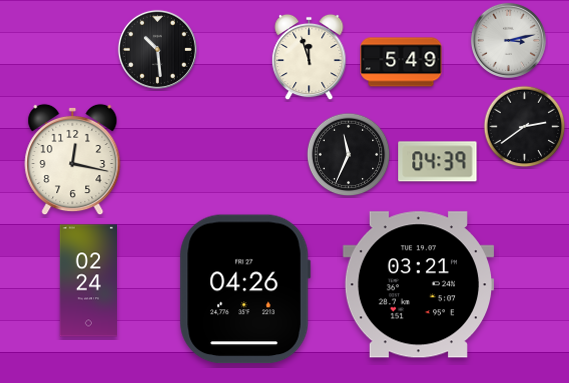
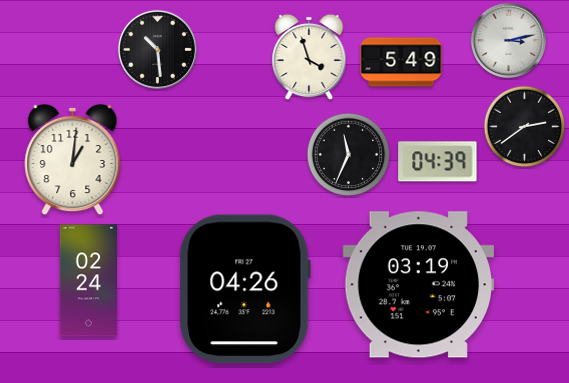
clock at (309, 57): 11:57 -> 3:57
clock at (73, 160): 12:17 -> 1:01
clock at (418, 285): 03:21 -> 03:19
